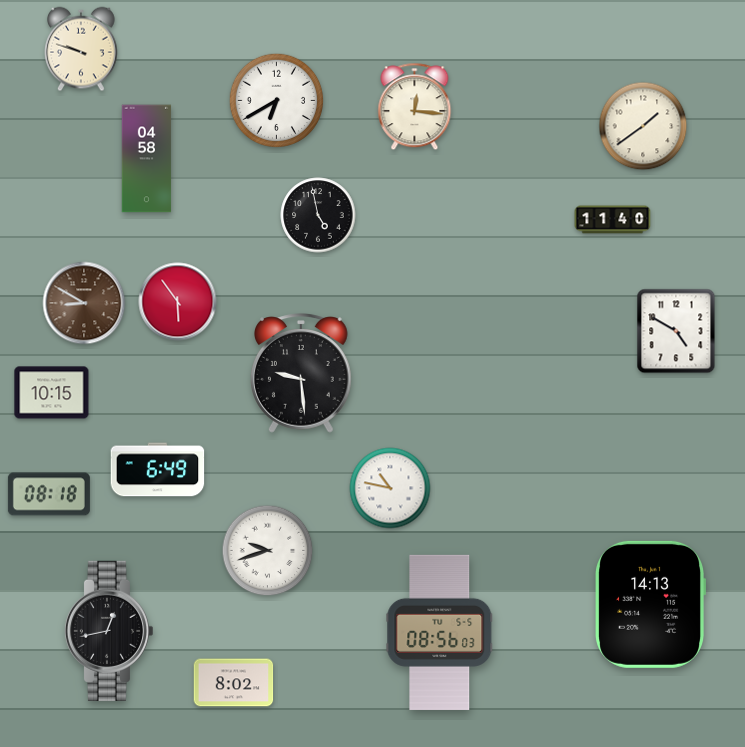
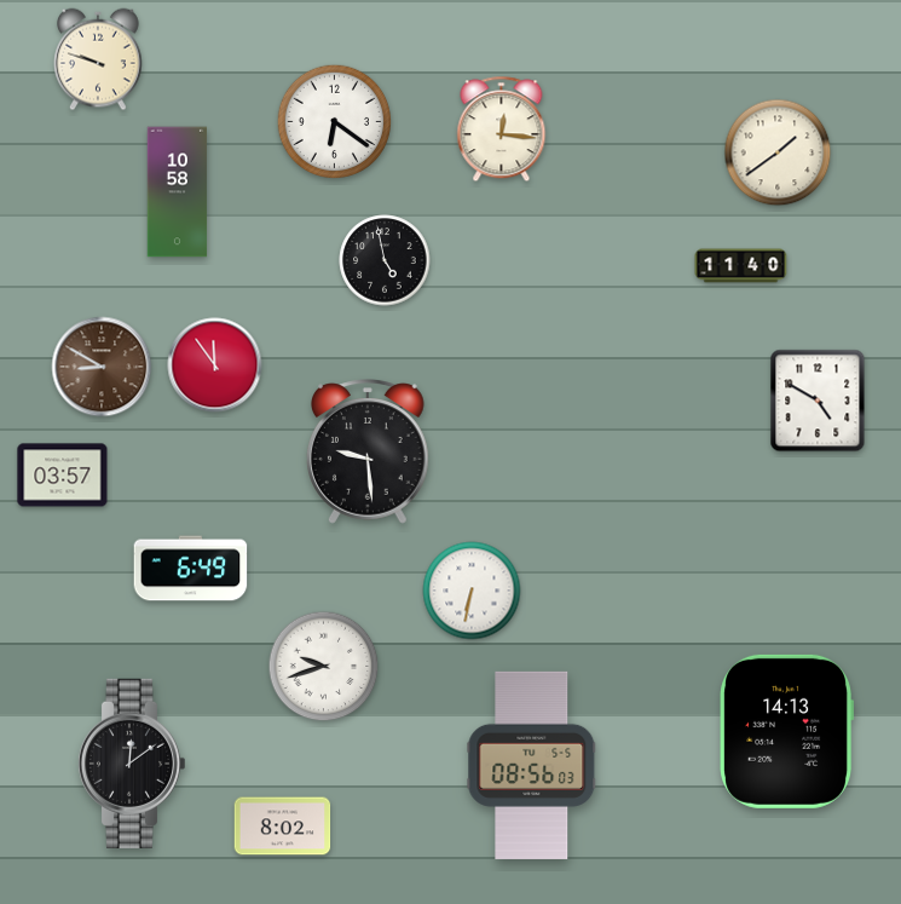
clock at (277, 101): 6:40 -> 6:21
clock at (147, 159): 04:58 -> 10:58
clock at (178, 302): 5:54 -> 11:54
clock at (302, 373) position: (302, 373) -> (369, 451)
clock at (52, 393): 10:15 -> 03:57
clock at (390, 488): 10:47 -> 6:32
clock at (49, 494): 08:18 -> none
clock at (108, 631): 12:43 -> 12:09
